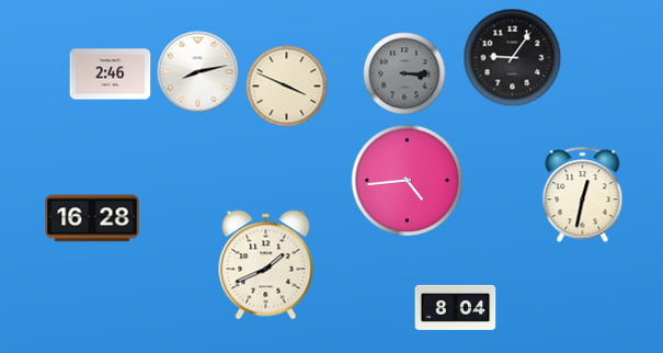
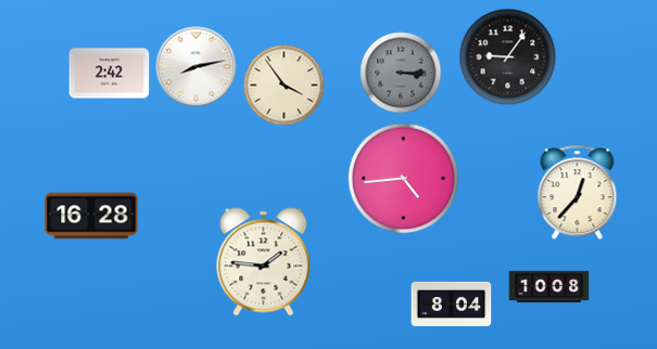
clock at (198, 72) position: (198, 72) -> (197, 67)
clock at (111, 75): 2:46 -> 2:42
clock at (287, 87): 3:49 -> 3:54
clock at (583, 195): 12:32 -> 12:37
clock at (266, 265): 1:41 -> 1:46
clock at (549, 287): none -> 10:08
